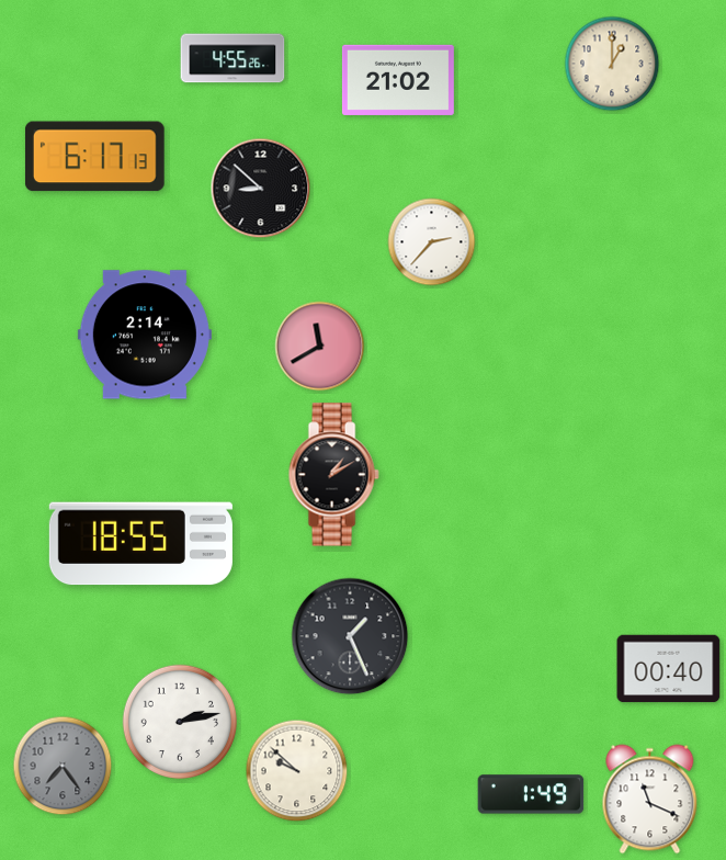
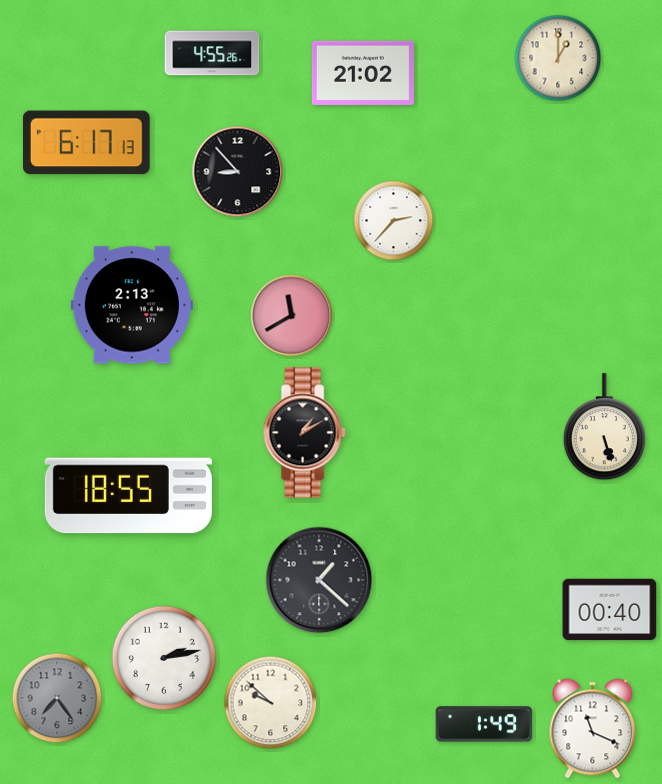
clock at (261, 189): 8:52 -> 8:53
clock at (145, 335): 2:14 -> 2:13
clock at (604, 427): none -> 5:27
clock at (350, 636): 1:26 -> 1:22
